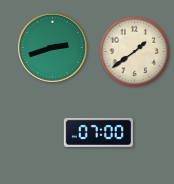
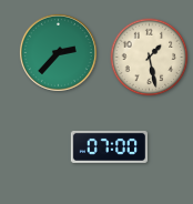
clock at (52, 47): 2:42 -> 2:37
clock at (135, 52): 1:39 -> 1:28
